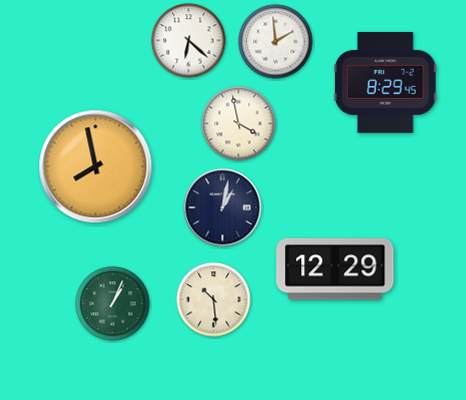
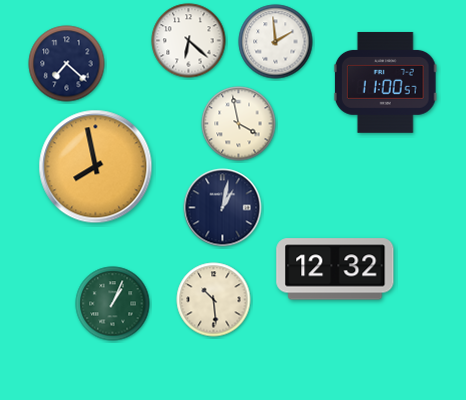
clock at (67, 64): none -> 7:22
clock at (385, 82): 8:29 -> 11:00
clock at (335, 269): 12:29 -> 12:32
